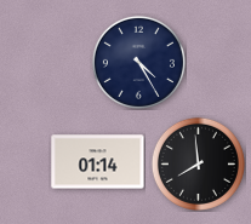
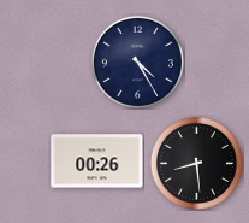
clock at (98, 162): 01:14 -> 00:26
clock at (198, 163): 7:59 -> 8:29
